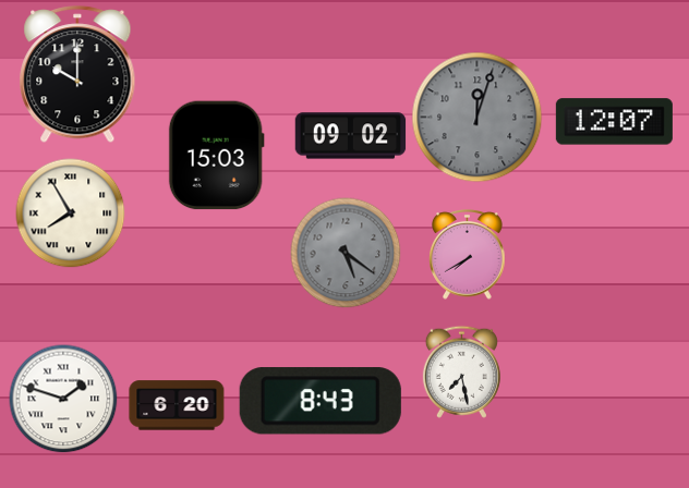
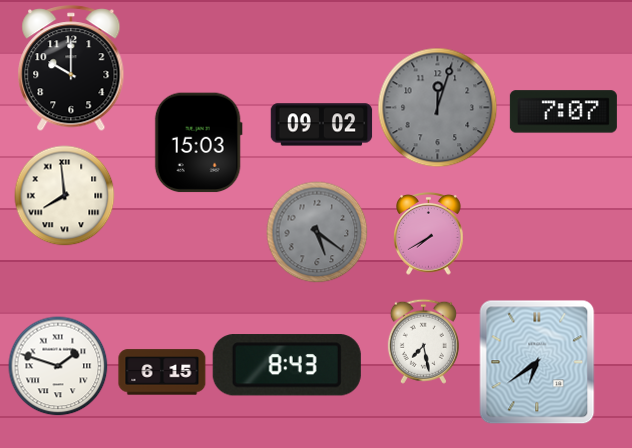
clock at (614, 122): 12:07 -> 7:07
clock at (71, 213): 7:55 -> 7:59
clock at (537, 362): none -> 6:39
clock at (321, 401) position: (321, 401) -> (287, 365)
clock at (177, 405): 6:20 -> 6:15
